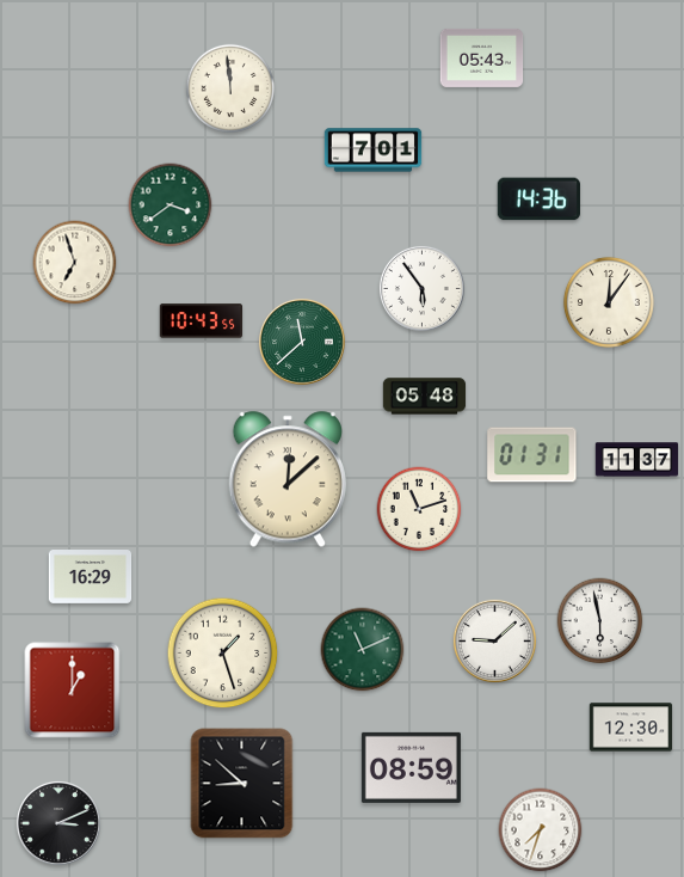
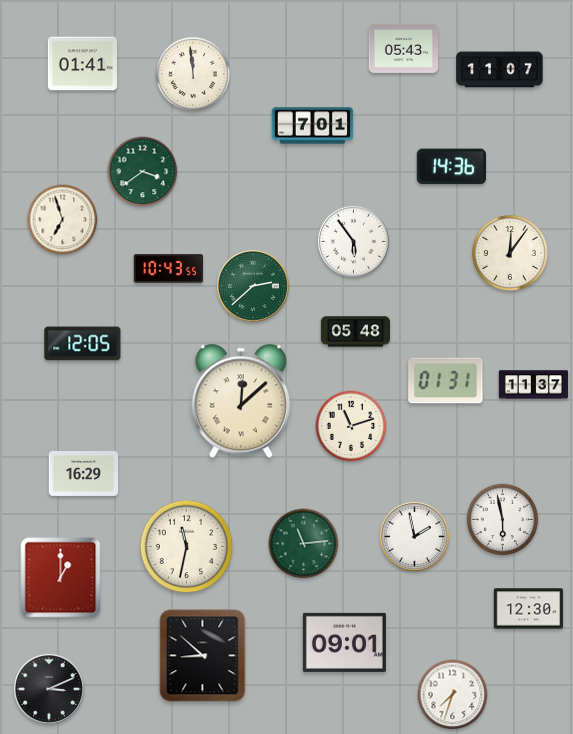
clock at (83, 64): none -> 01:41
clock at (500, 70): none -> 11:07
clock at (302, 342): 11:38 -> 2:38
clock at (83, 344): none -> 12:05
clock at (91, 577) position: (91, 577) -> (84, 474)
clock at (494, 640): 9:08 -> 1:58
clock at (363, 650): 11:11 -> 11:14
clock at (223, 654): 1:27 -> 11:32
clock at (411, 767): 08:59 -> 09:01
